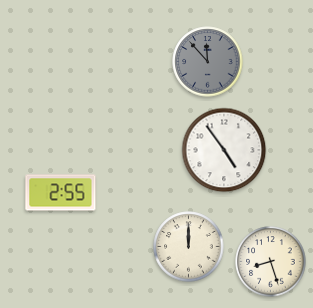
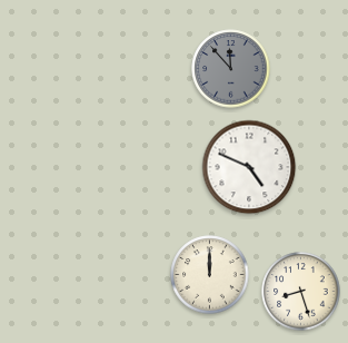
clock at (224, 150): 4:54 -> 4:49
clock at (61, 193): 2:55 -> none
